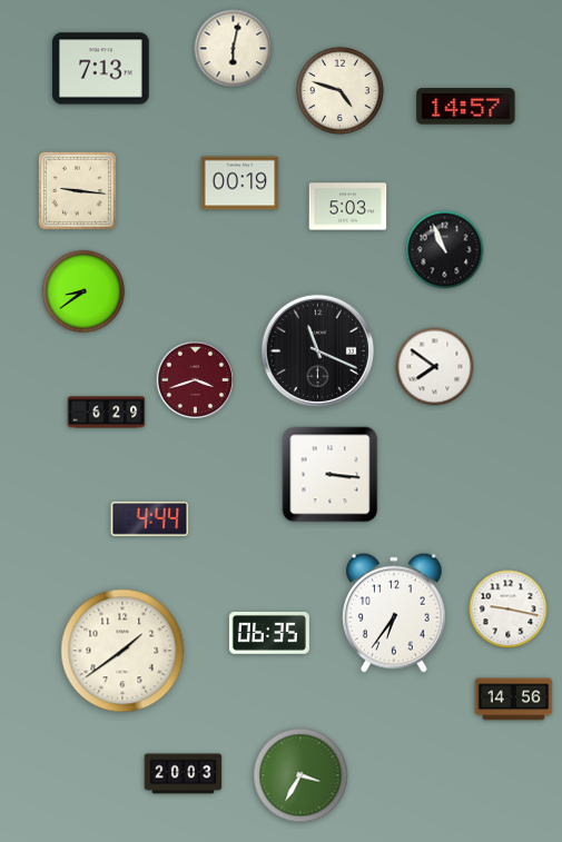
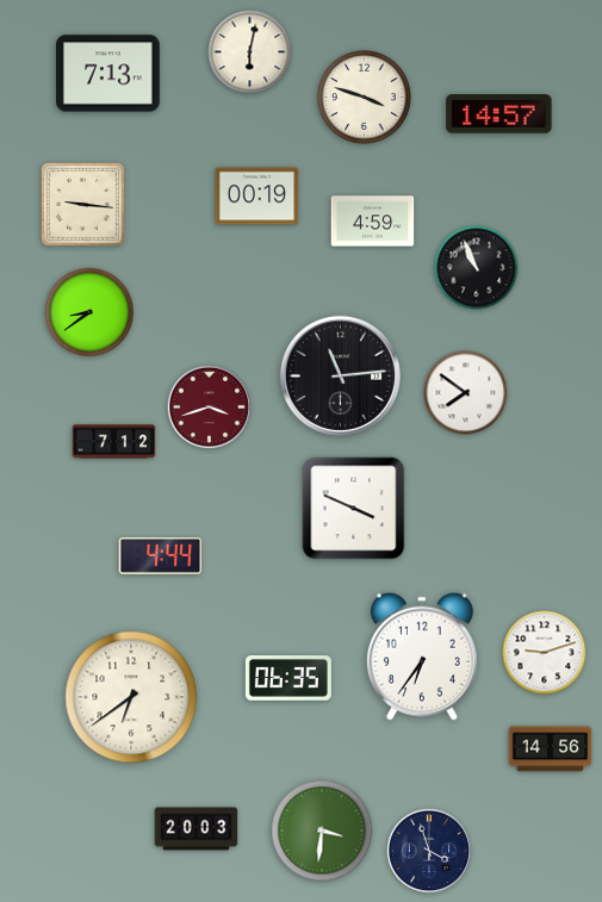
clock at (339, 90): 4:48 -> 3:48
clock at (348, 207): 5:03 -> 4:59
clock at (317, 350): 11:19 -> 11:14
clock at (107, 413): 6:29 -> 7:12
clock at (331, 475): 3:16 -> 3:49
clock at (509, 610): 9:17 -> 9:12
clock at (122, 651): 1:39 -> 6:39
clock at (300, 775): 3:35 -> 3:31
clock at (429, 851): none -> 3:57
